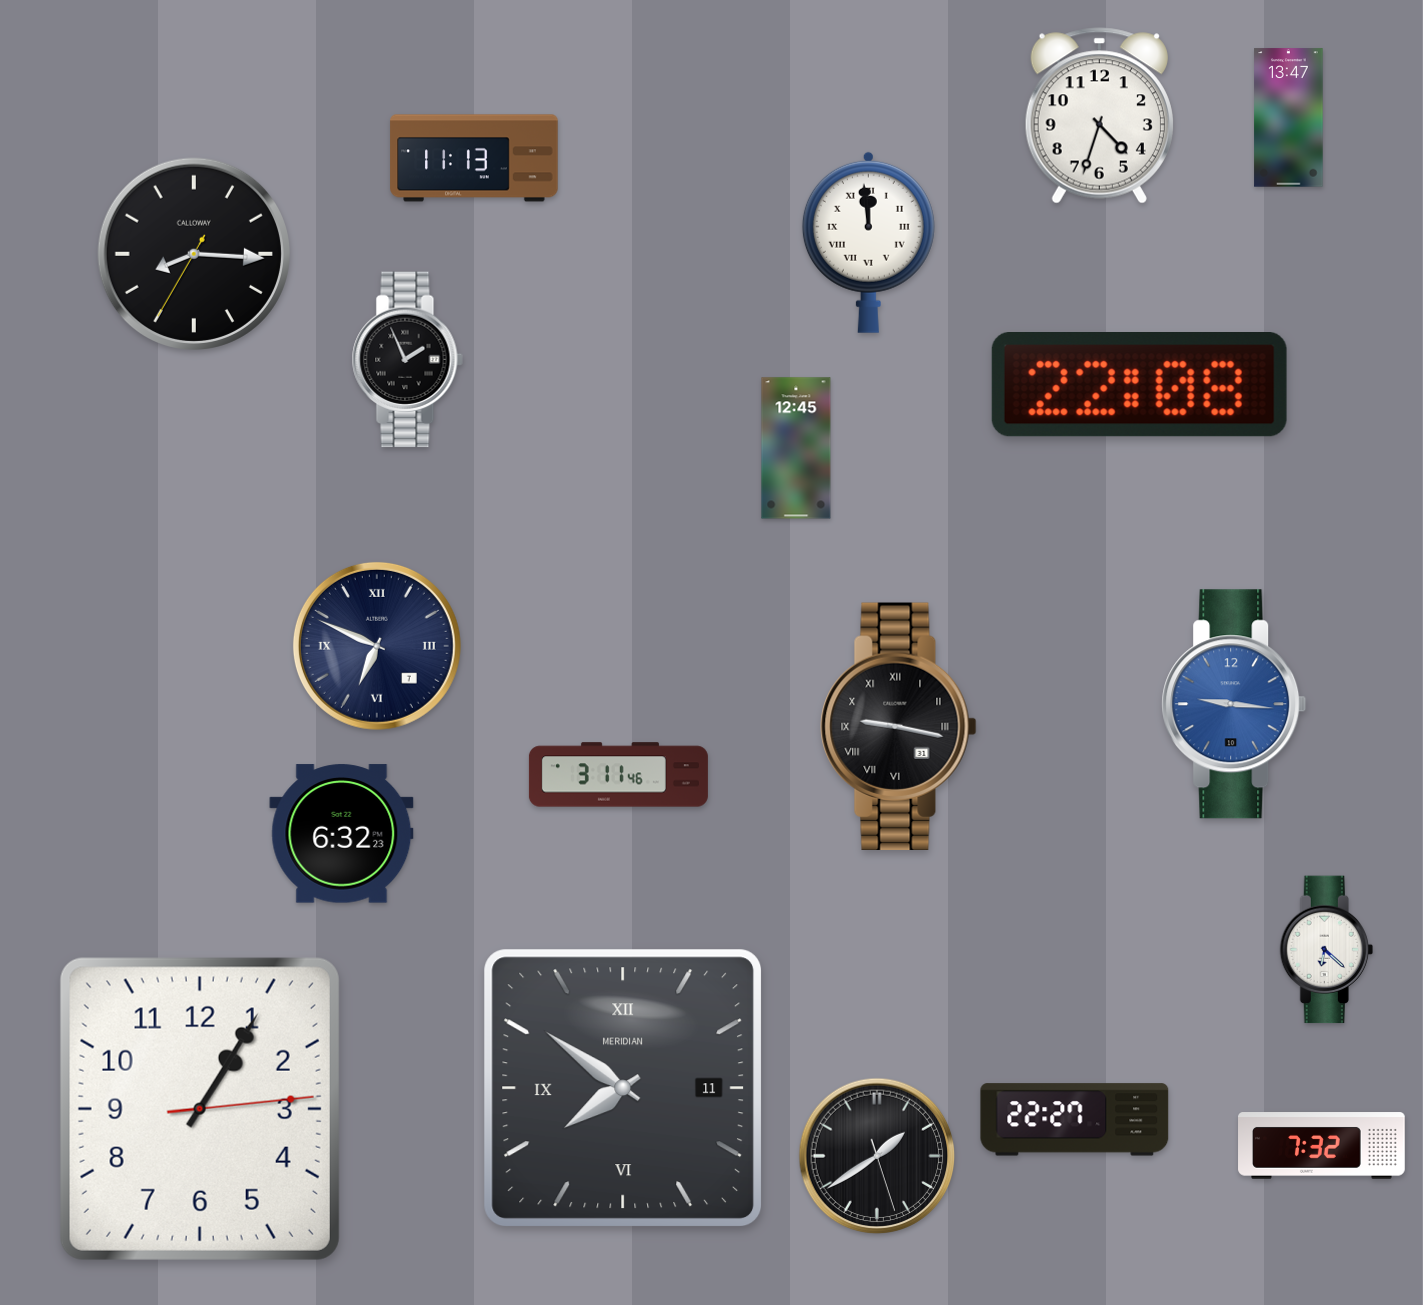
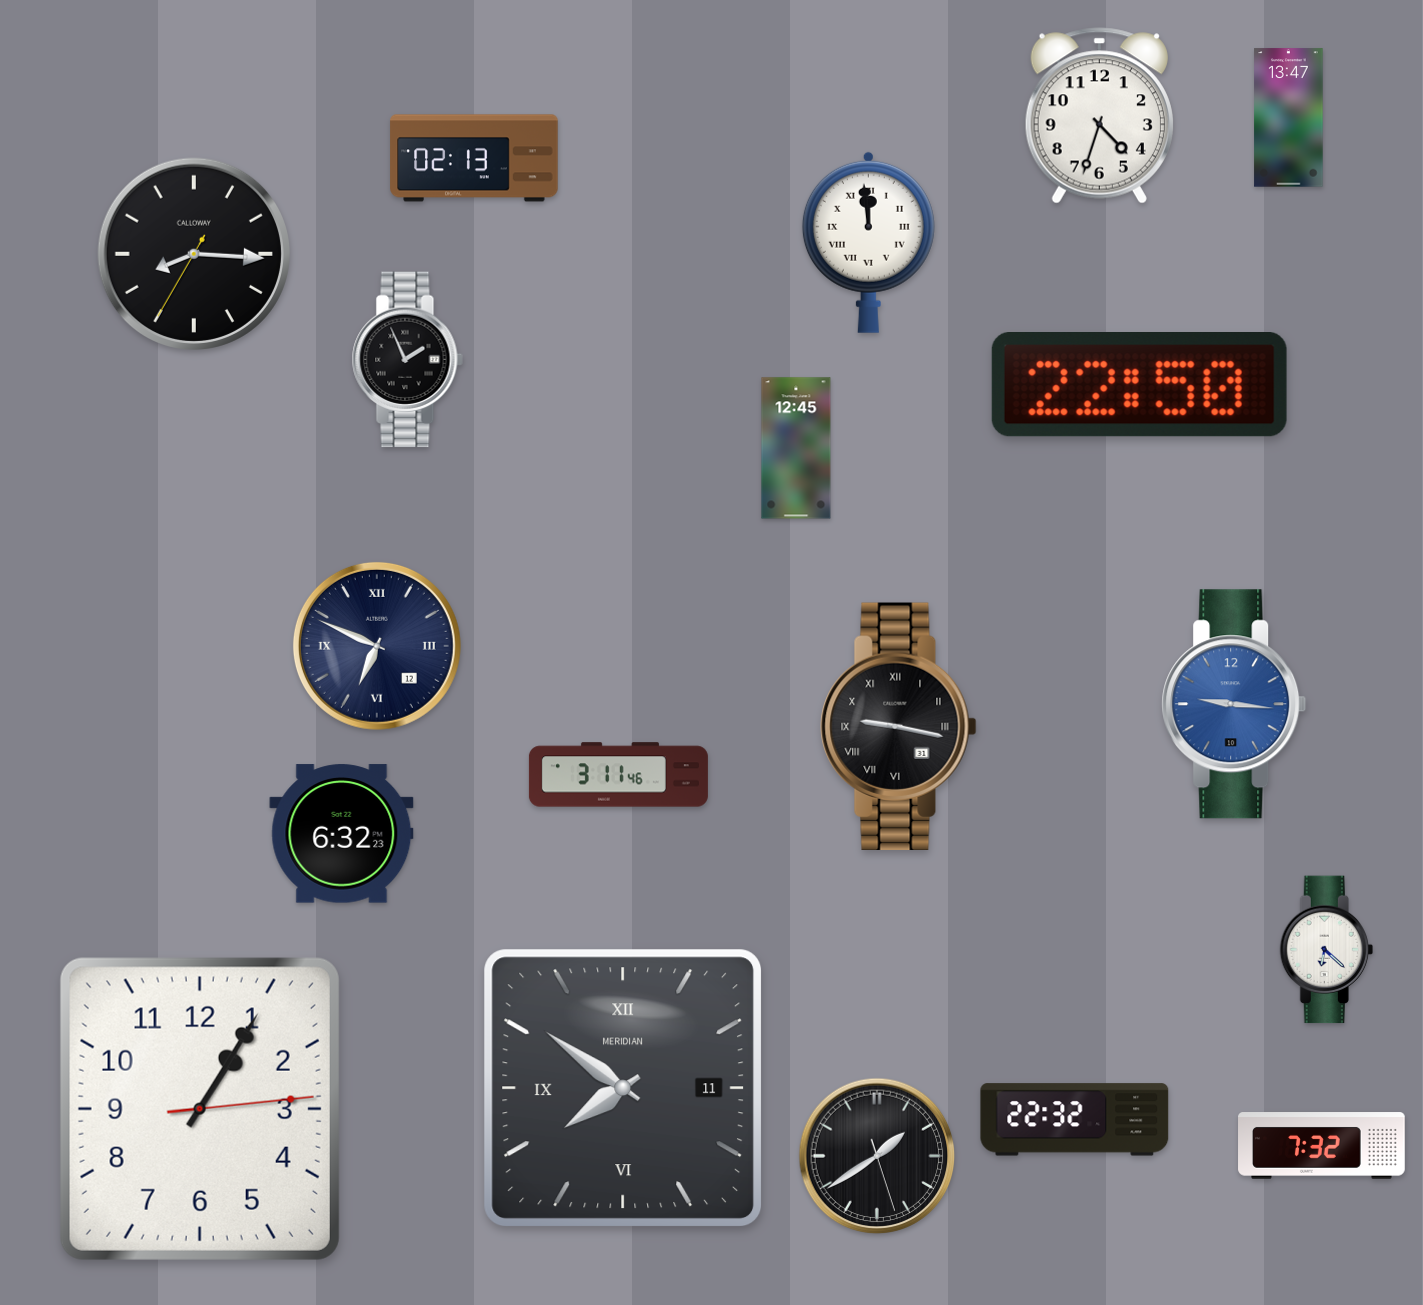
clock at (474, 158): 11:13 -> 02:13
clock at (1139, 385): 22:08 -> 22:50
clock at (377, 646) date: 7 -> 12
clock at (1075, 1120): 22:27 -> 22:32
